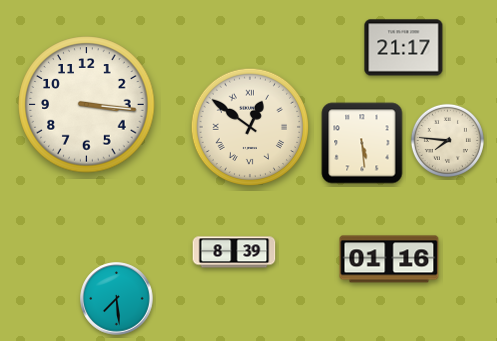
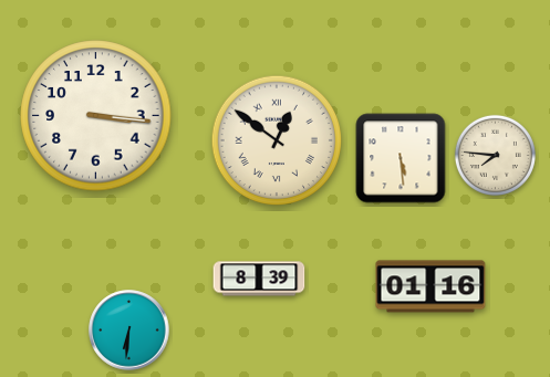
clock at (404, 48): 21:17 -> none
clock at (117, 299): 7:29 -> 6:31
